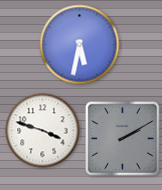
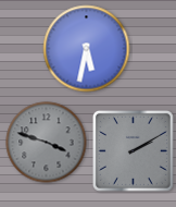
clock at (43, 131) dial: white -> grey
